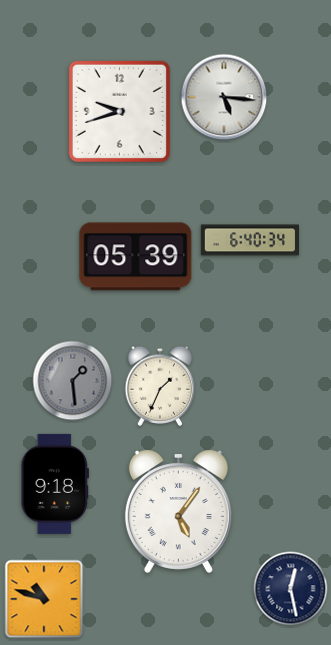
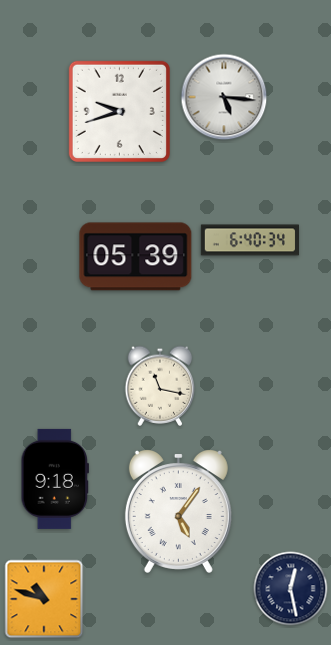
clock at (73, 381): 1:29 -> none
clock at (160, 386): 1:34 -> 11:17
clock at (54, 484) position: (54, 484) -> (54, 479)
